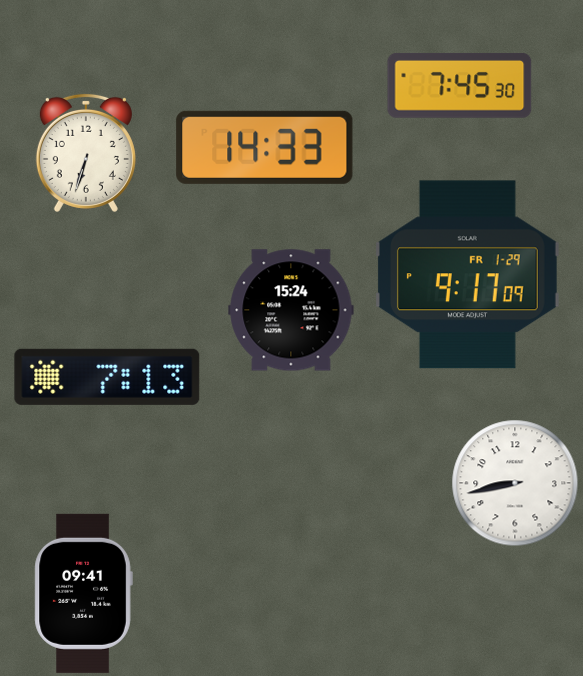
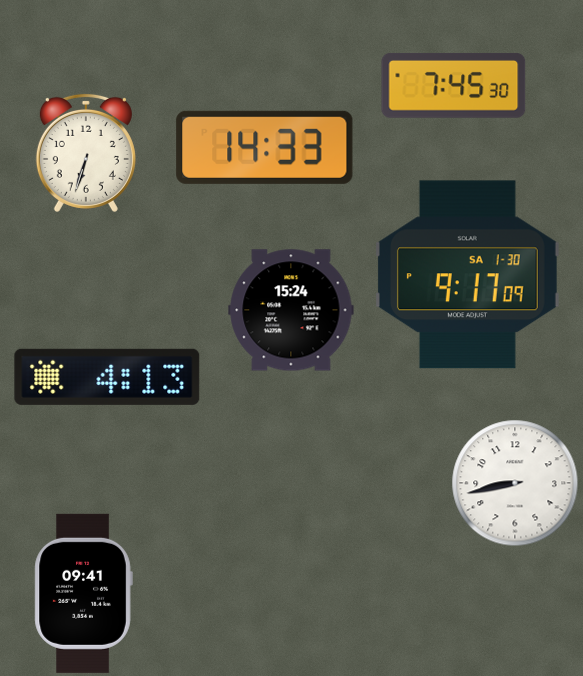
clock at (460, 86) position: (460, 86) -> (454, 86)
clock at (467, 275) date: FR 1-29 -> SA 1-30
clock at (107, 377): 7:13 -> 4:13
